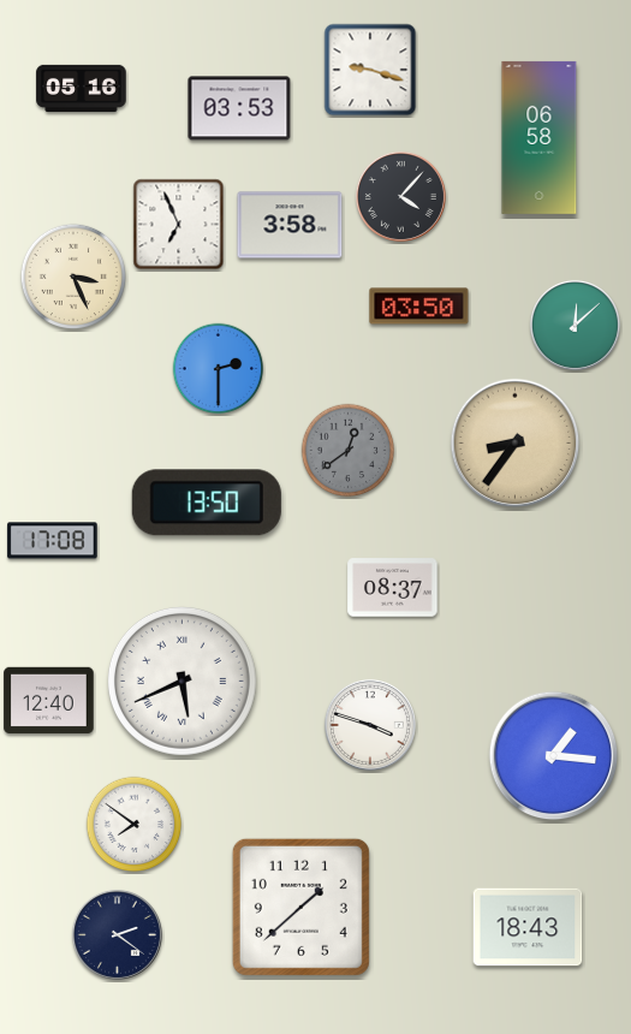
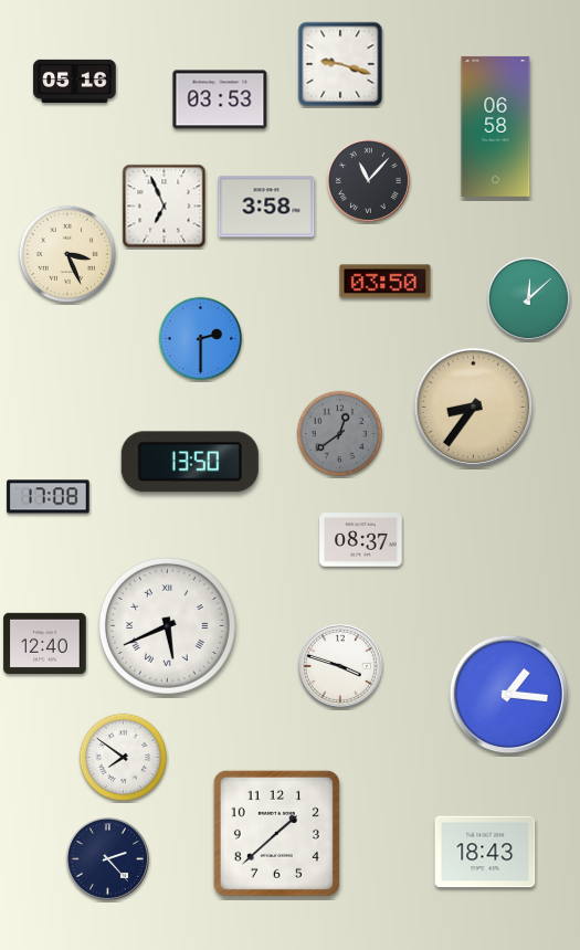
clock at (400, 196): 4:07 -> 11:07
clock at (349, 451) position: (349, 451) -> (340, 434)
clock at (117, 934): 2:21 -> 2:23
